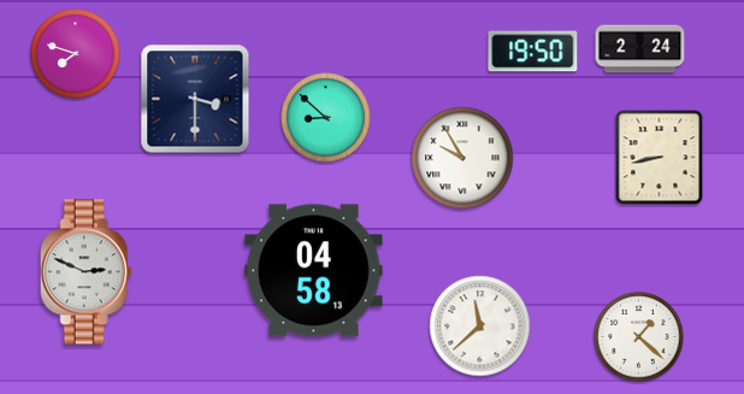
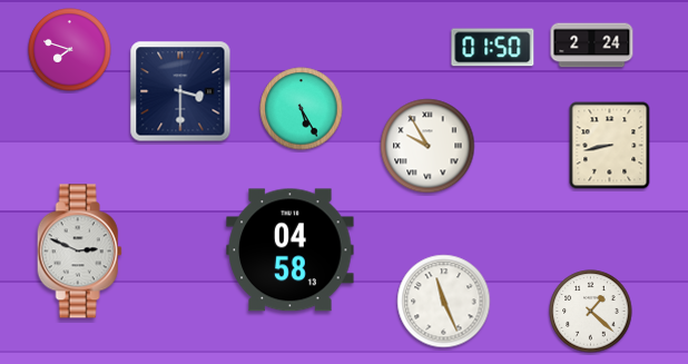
clock at (533, 52): 19:50 -> 01:50
clock at (326, 118): 8:52 -> 5:25
clock at (480, 327): 11:38 -> 11:26
